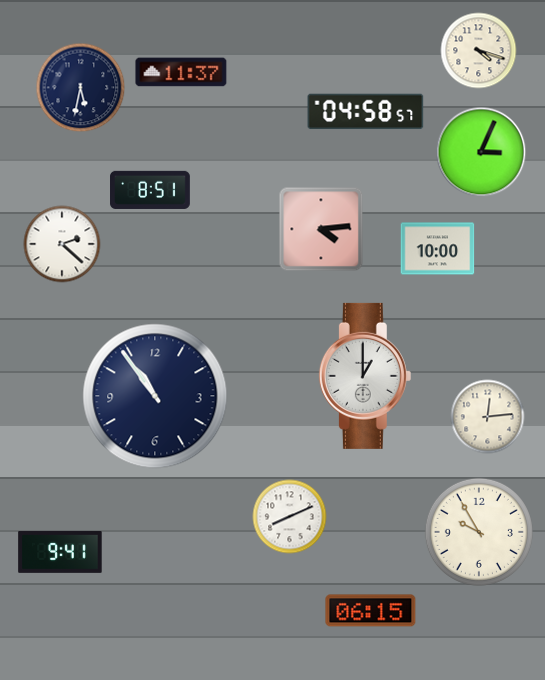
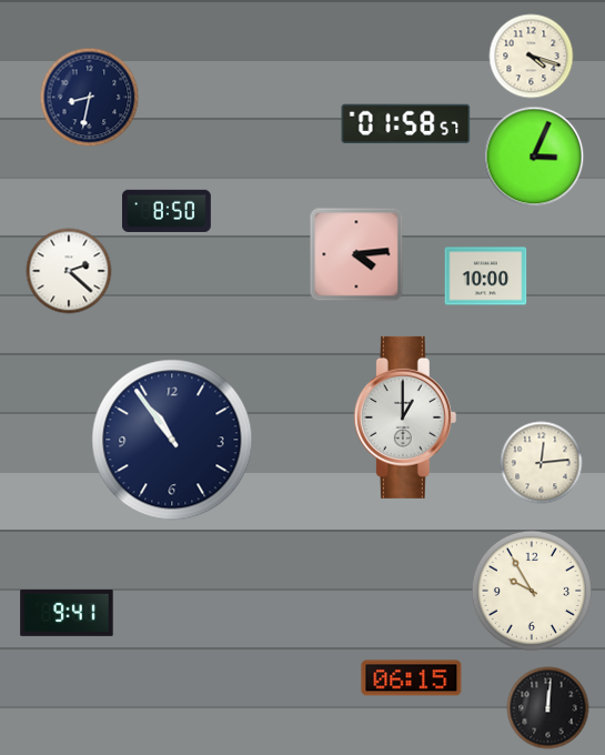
clock at (181, 72): 11:37 -> none
clock at (81, 88): 5:32 -> 8:32
clock at (366, 112): 04:58 -> 01:58
clock at (481, 152) position: (481, 152) -> (534, 157)
clock at (151, 190): 8:51 -> 8:50
clock at (290, 517): 8:11 -> none
clock at (548, 708): none -> 12:01
